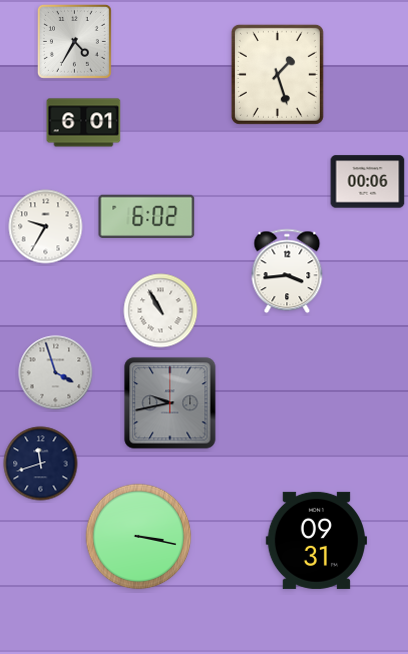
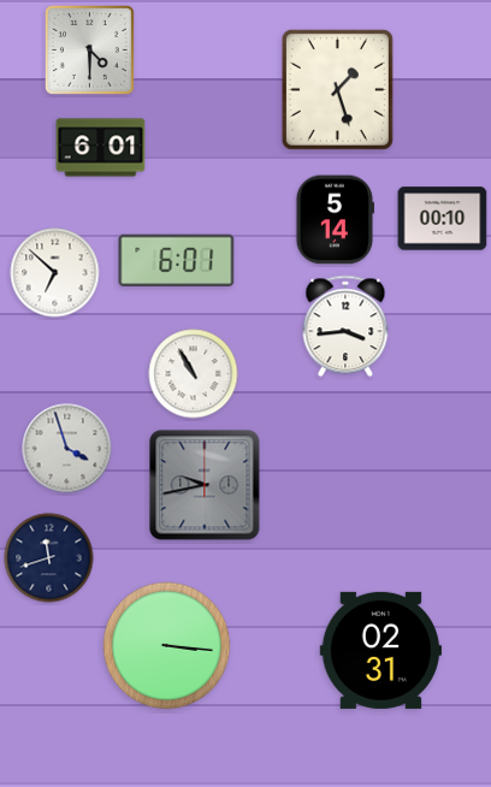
clock at (74, 41): 4:35 -> 4:30
clock at (277, 74) position: (277, 74) -> (337, 89)
clock at (368, 182): 00:06 -> 00:10
clock at (335, 220): none -> 5:14
clock at (147, 217): 6:02 -> 6:01
clock at (46, 227): 9:35 -> 6:52
clock at (139, 537): 3:17 -> 3:16
clock at (316, 540): 09:31 -> 02:31
